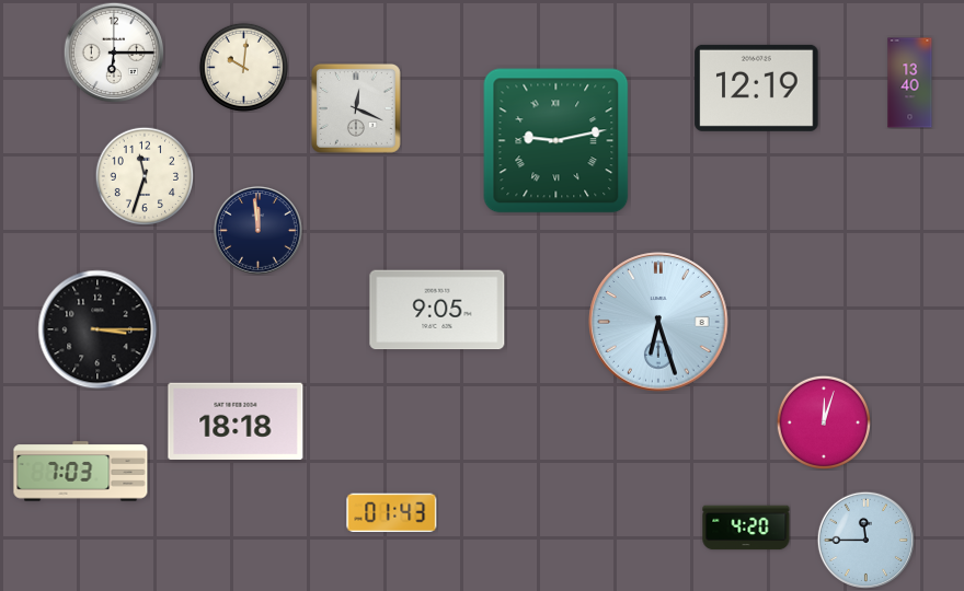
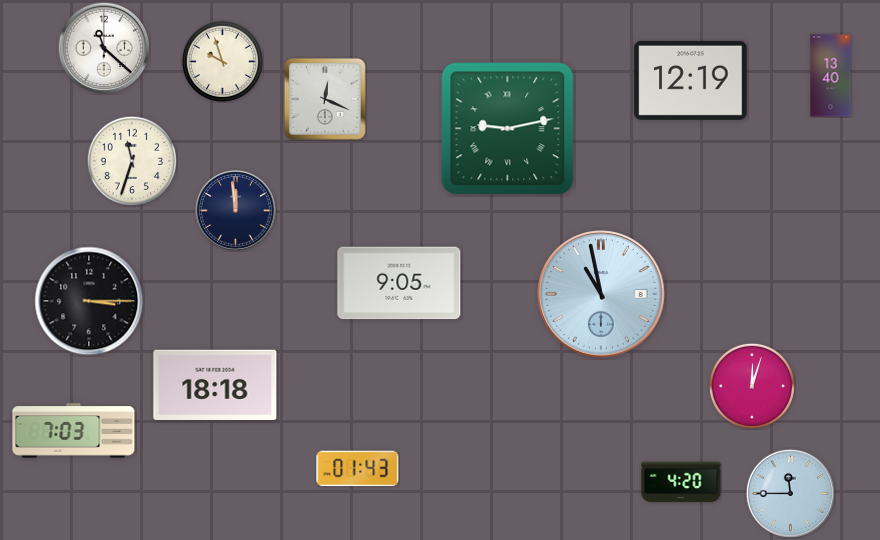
clock at (114, 53): 6:15 -> 11:22
clock at (243, 67): 10:01 -> 9:57
clock at (658, 322): 6:27 -> 10:58
